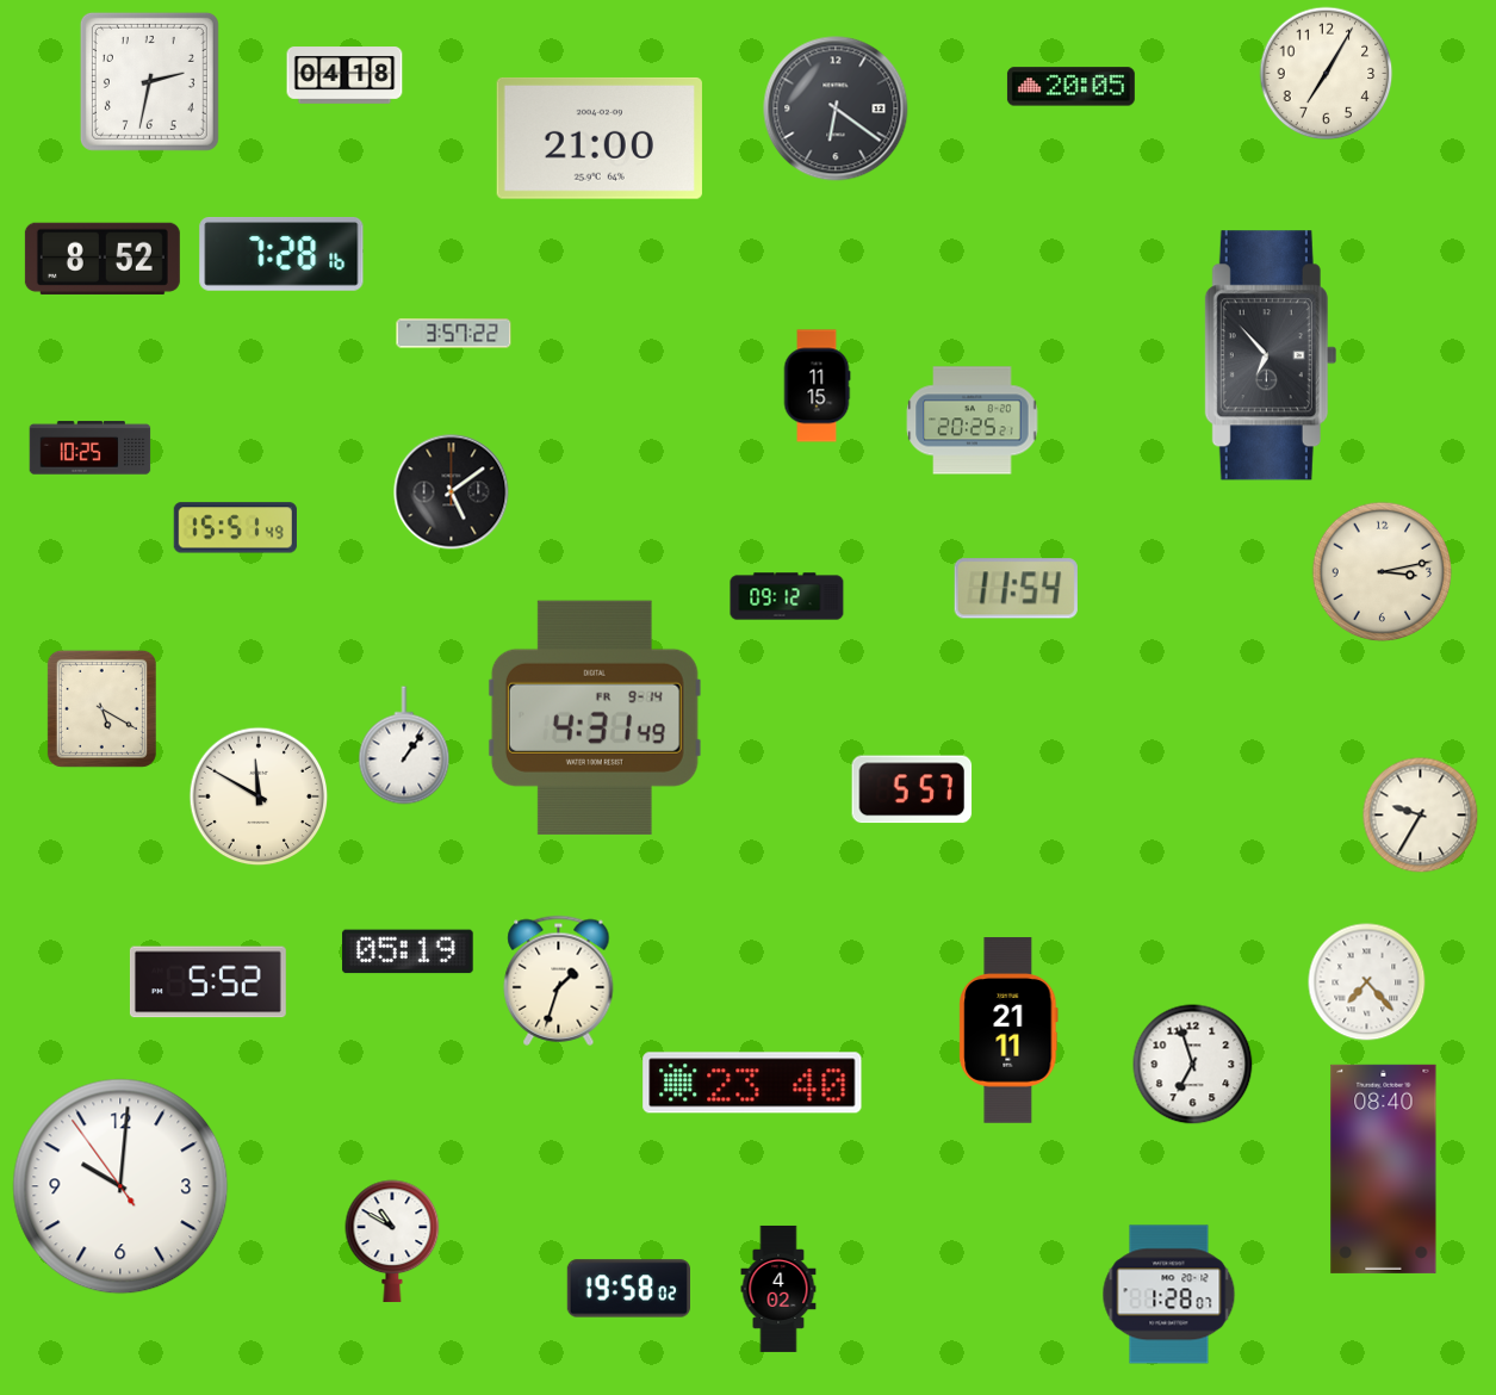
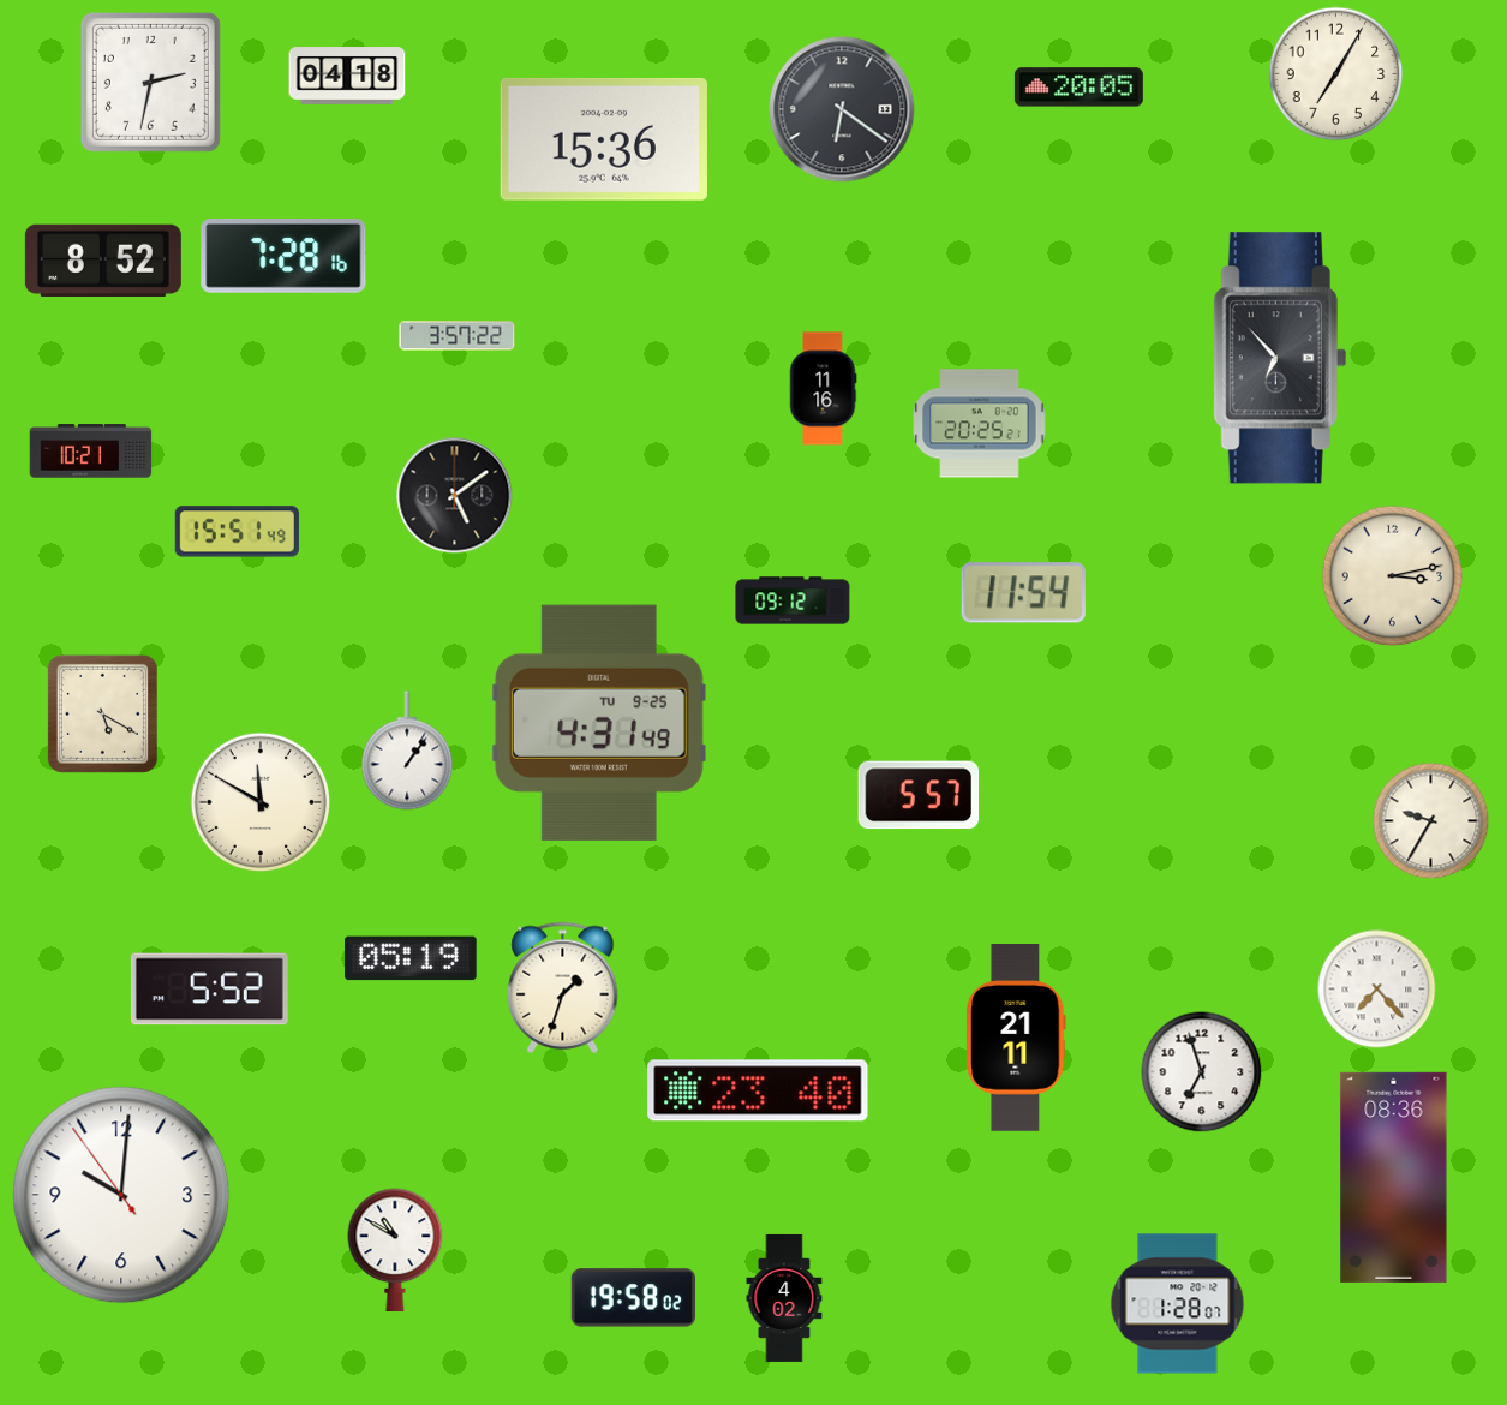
clock at (600, 138): 21:00 -> 15:36
clock at (817, 386): 11:15 -> 11:16
clock at (91, 448): 10:25 -> 10:21
clock at (595, 718) date: FR 9-14 -> TU 9-25
clock at (1384, 1168): 08:40 -> 08:36
